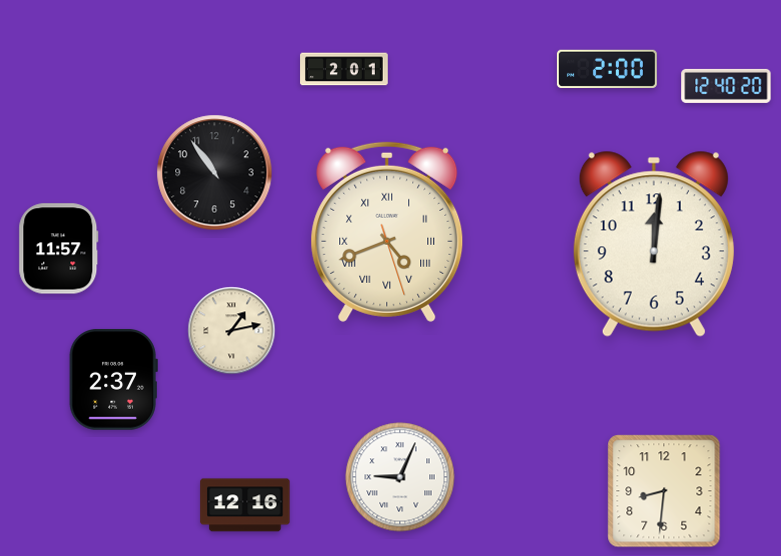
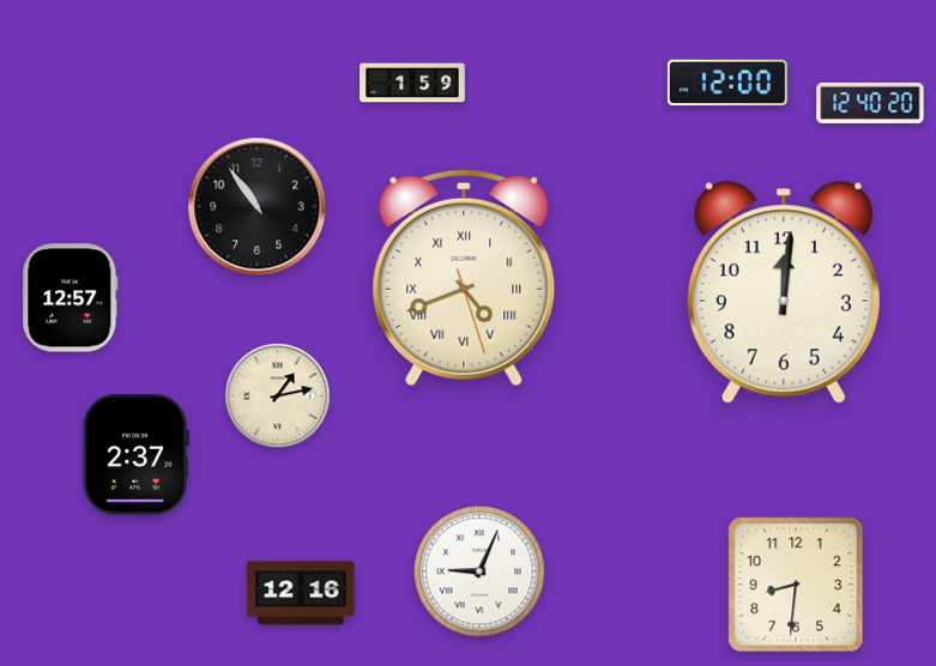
clock at (607, 68): 2:00 -> 12:00
clock at (344, 69): 2:01 -> 1:59
clock at (59, 249): 11:57 -> 12:57
clock at (664, 491) position: (664, 491) -> (796, 585)
clock at (245, 505) position: (245, 505) -> (301, 593)
